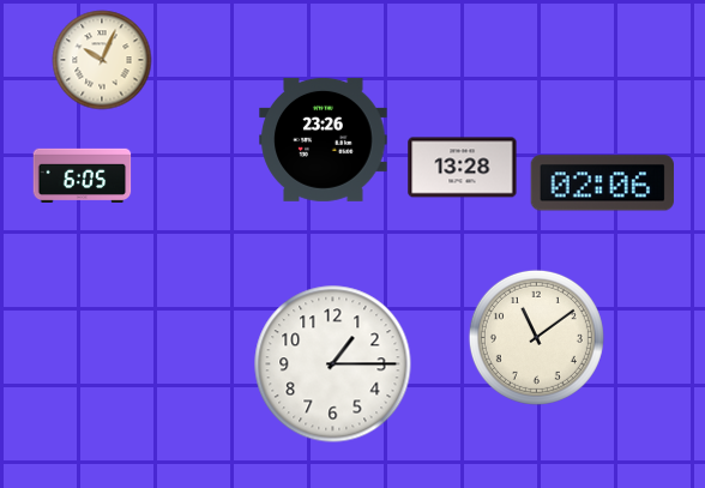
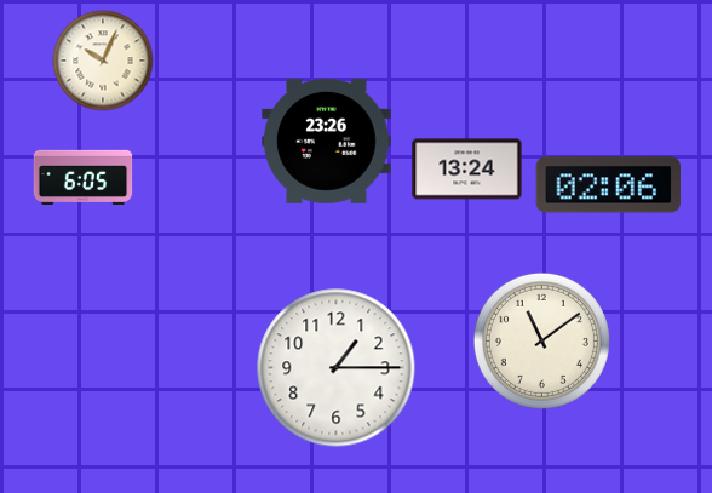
clock at (463, 168): 13:28 -> 13:24
